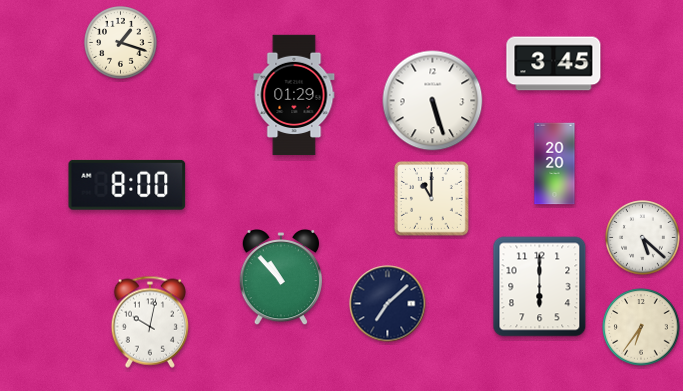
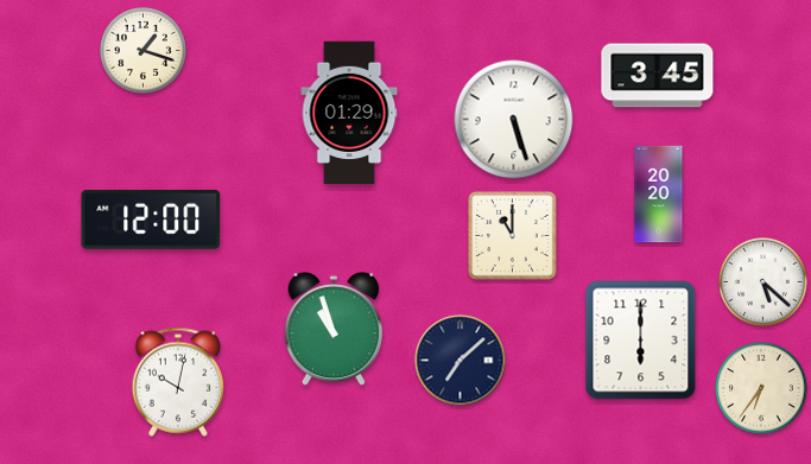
clock at (127, 185): 8:00 -> 12:00
clock at (281, 278): 10:53 -> 10:57
